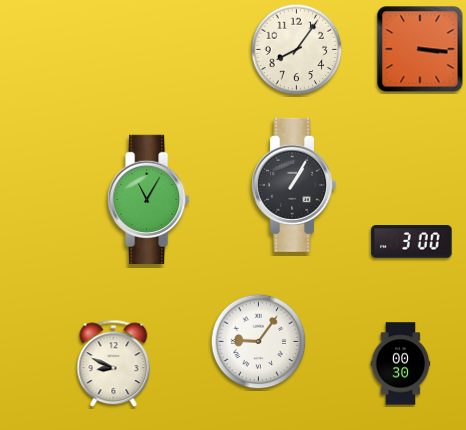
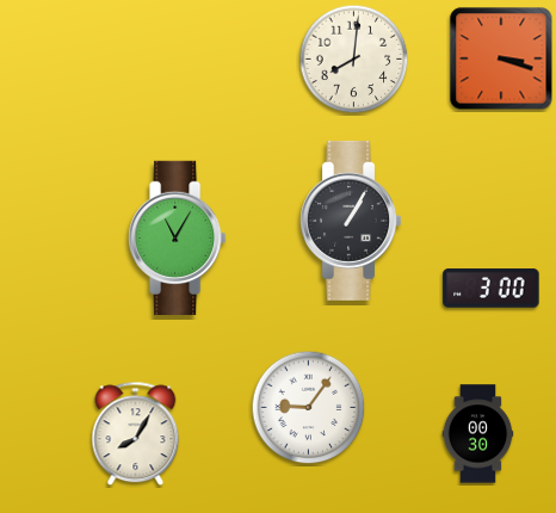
clock at (420, 49): 3:16 -> 3:18
clock at (297, 50): 8:06 -> 8:01
clock at (114, 364): 8:49 -> 8:05
